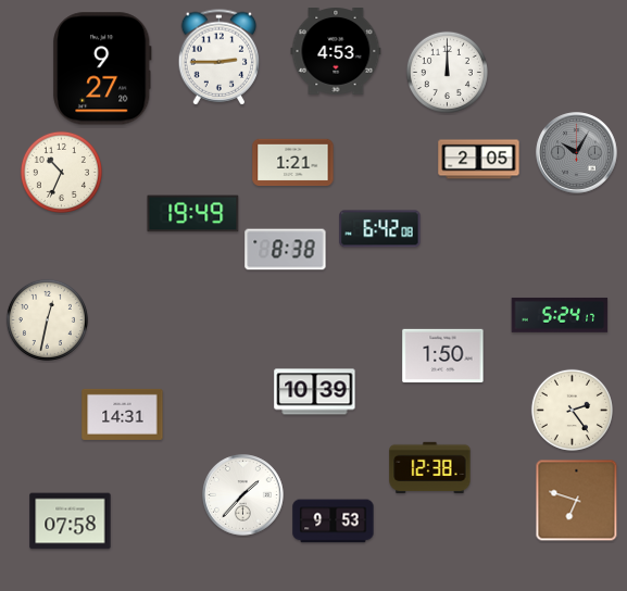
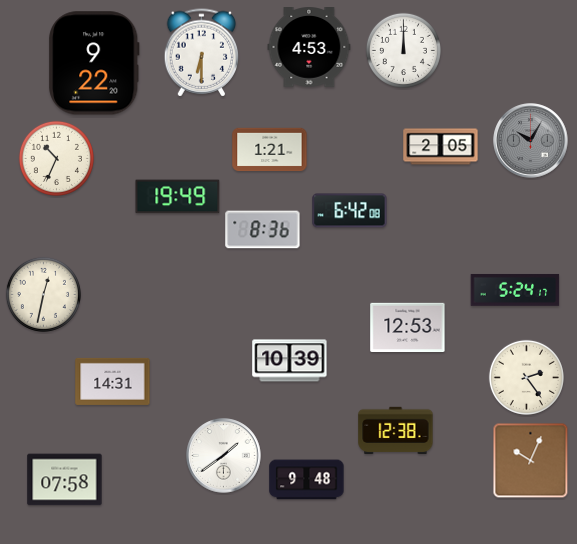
clock at (220, 58): 2:45 -> 6:30
clock at (102, 68): 9:27 -> 9:22
clock at (447, 72) position: (447, 72) -> (403, 50)
clock at (286, 250): 8:38 -> 8:36
clock at (443, 355): 1:50 -> 12:53
clock at (243, 495): 1:37 -> 1:39
clock at (577, 501): 6:48 -> 10:04
clock at (334, 521): 9:53 -> 9:48
